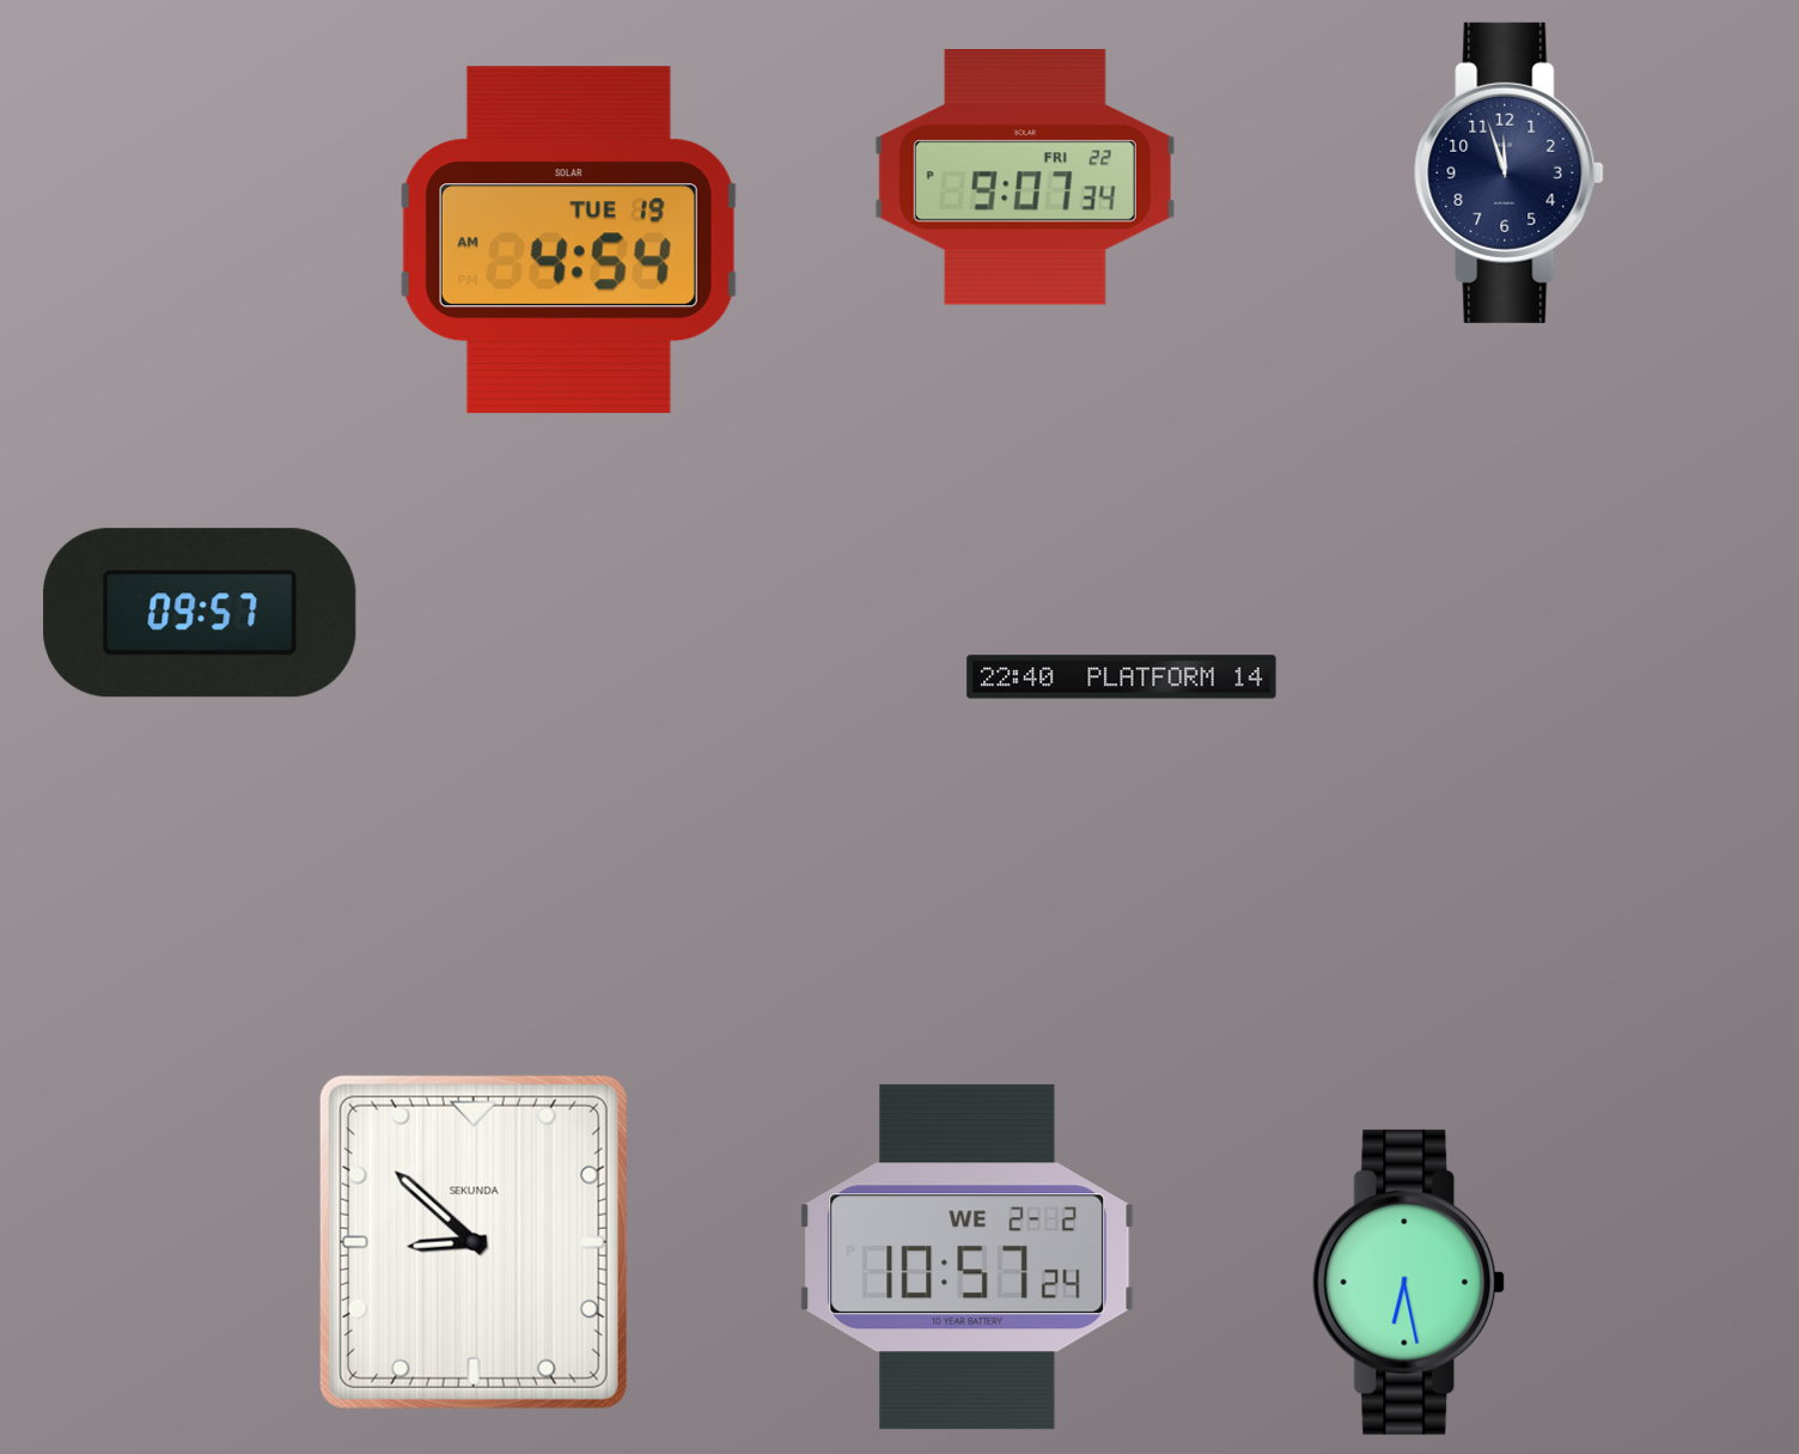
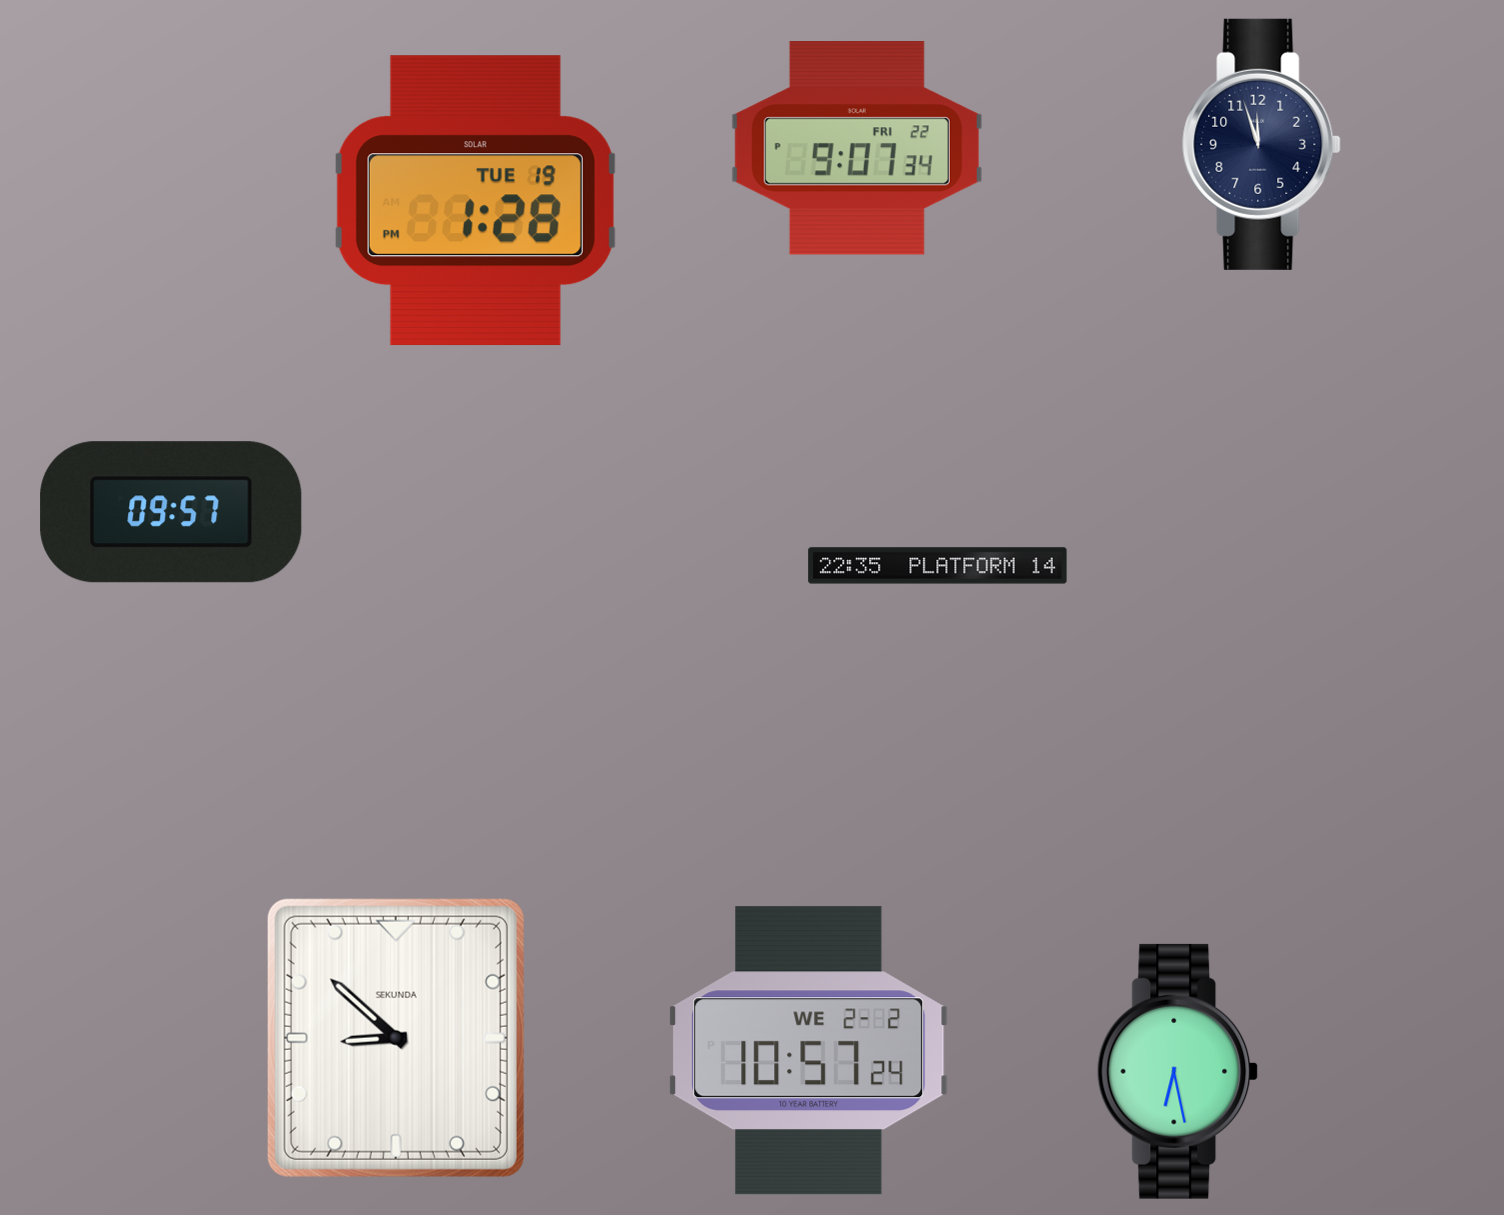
clock at (568, 241): 4:54 -> 1:28
clock at (200, 613) position: (200, 613) -> (171, 512)
clock at (1122, 677): 22:40 -> 22:35
